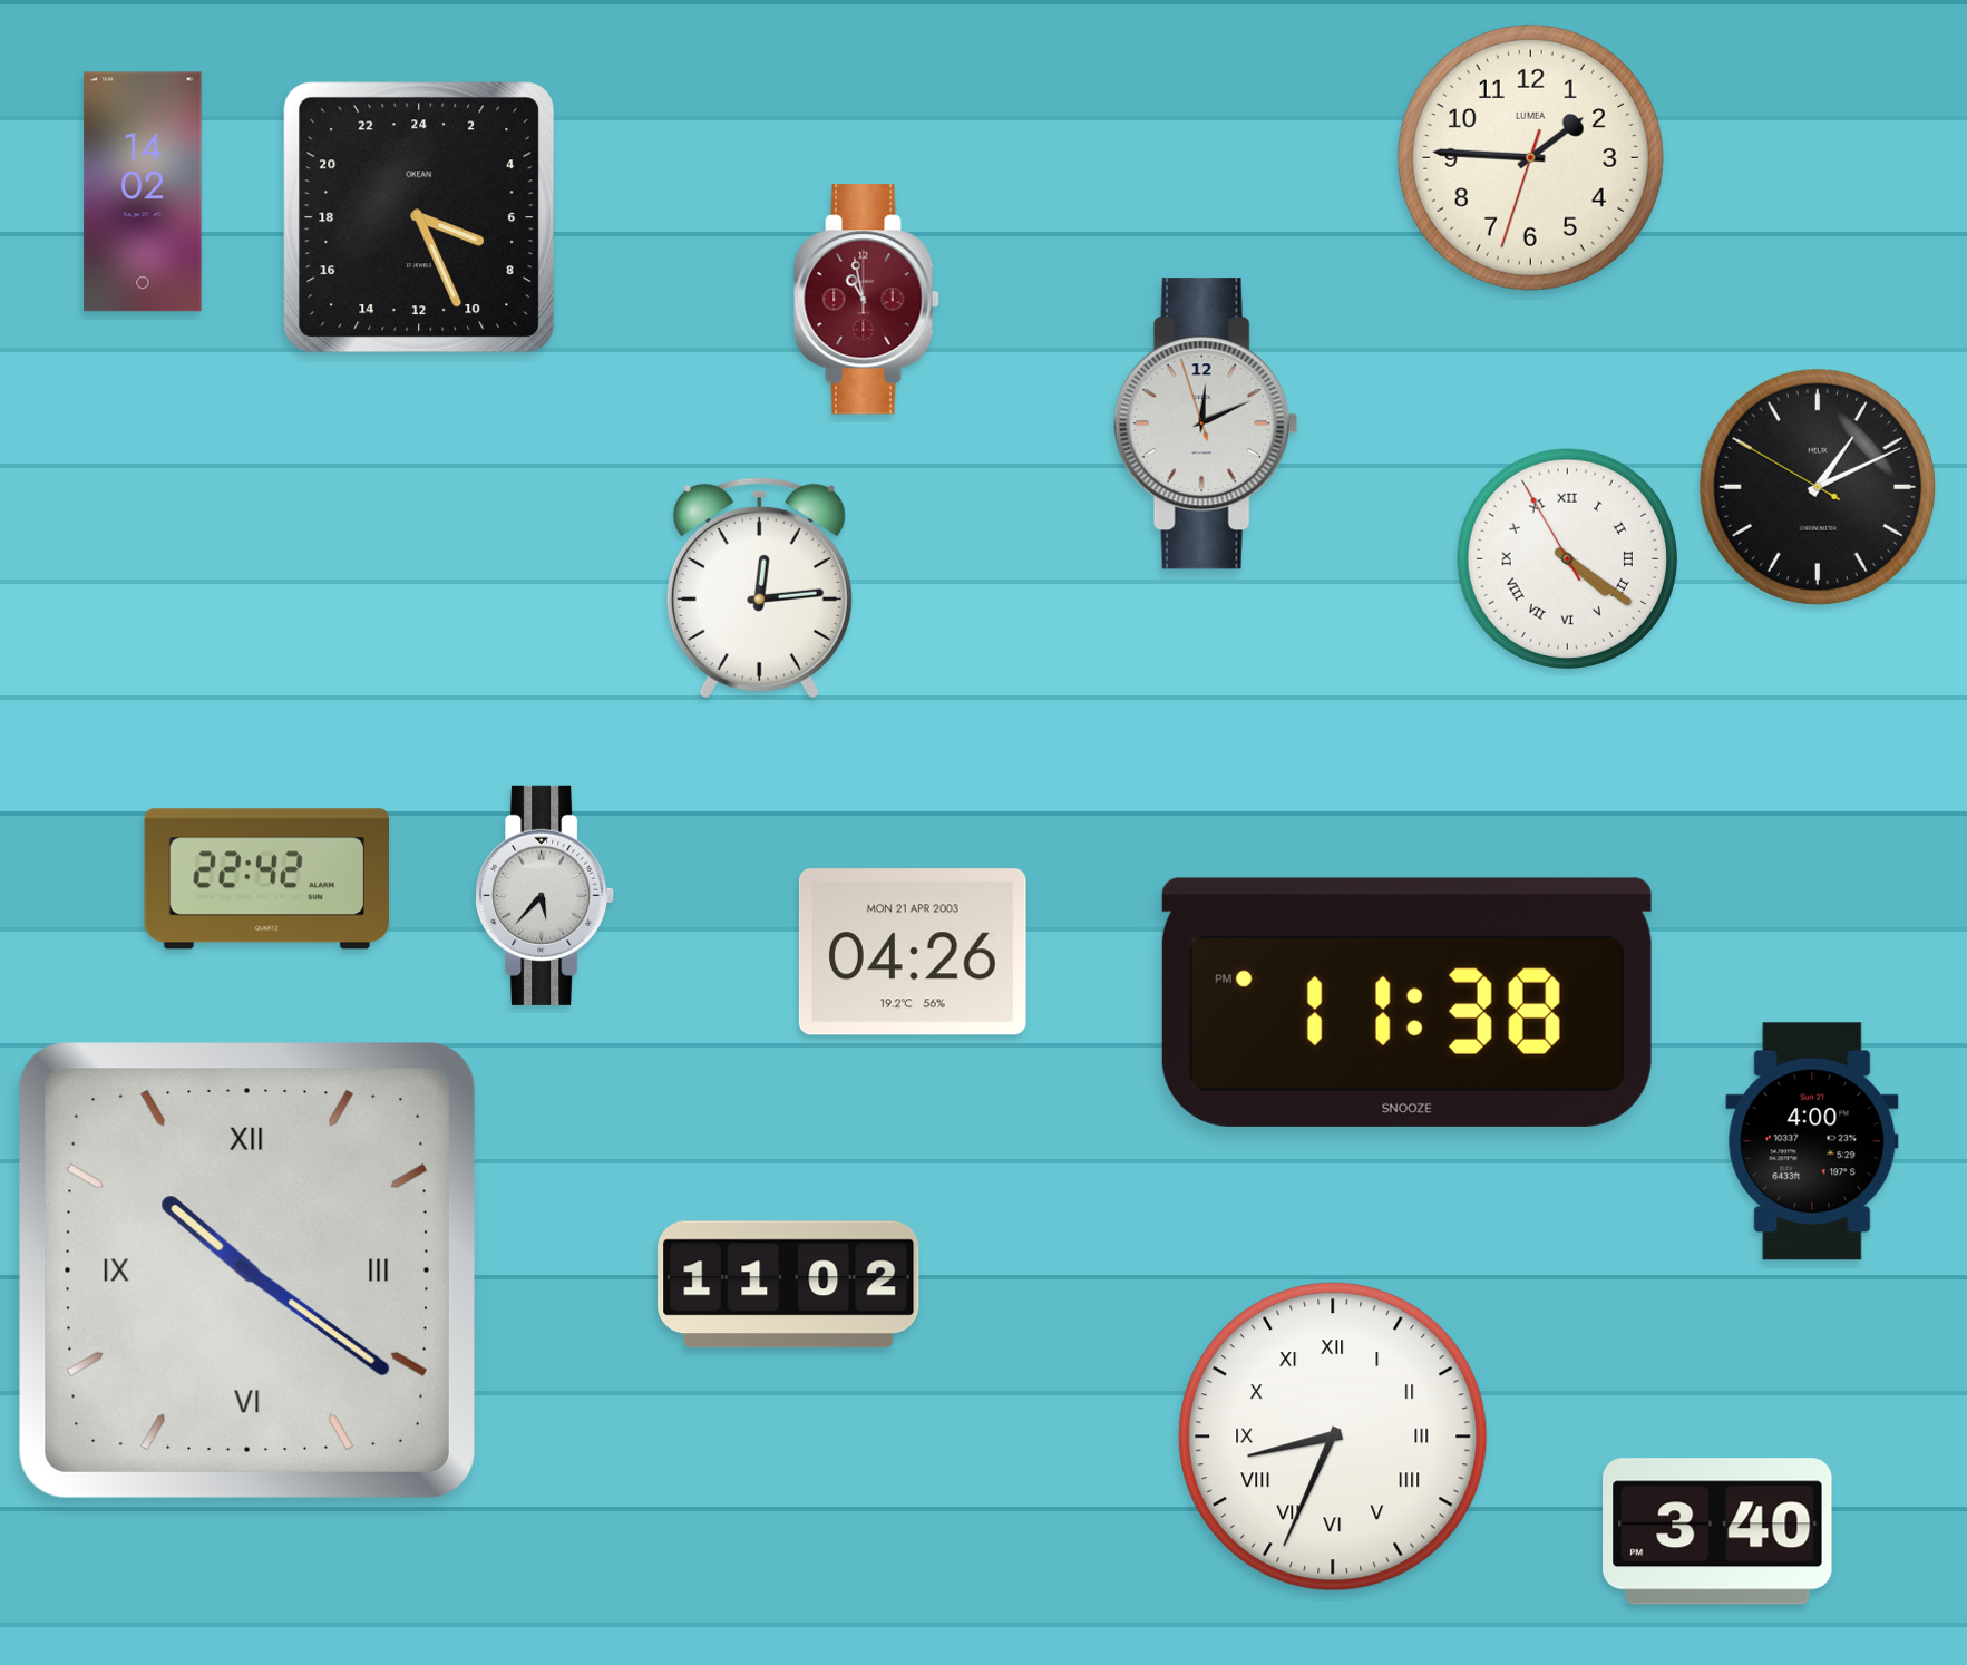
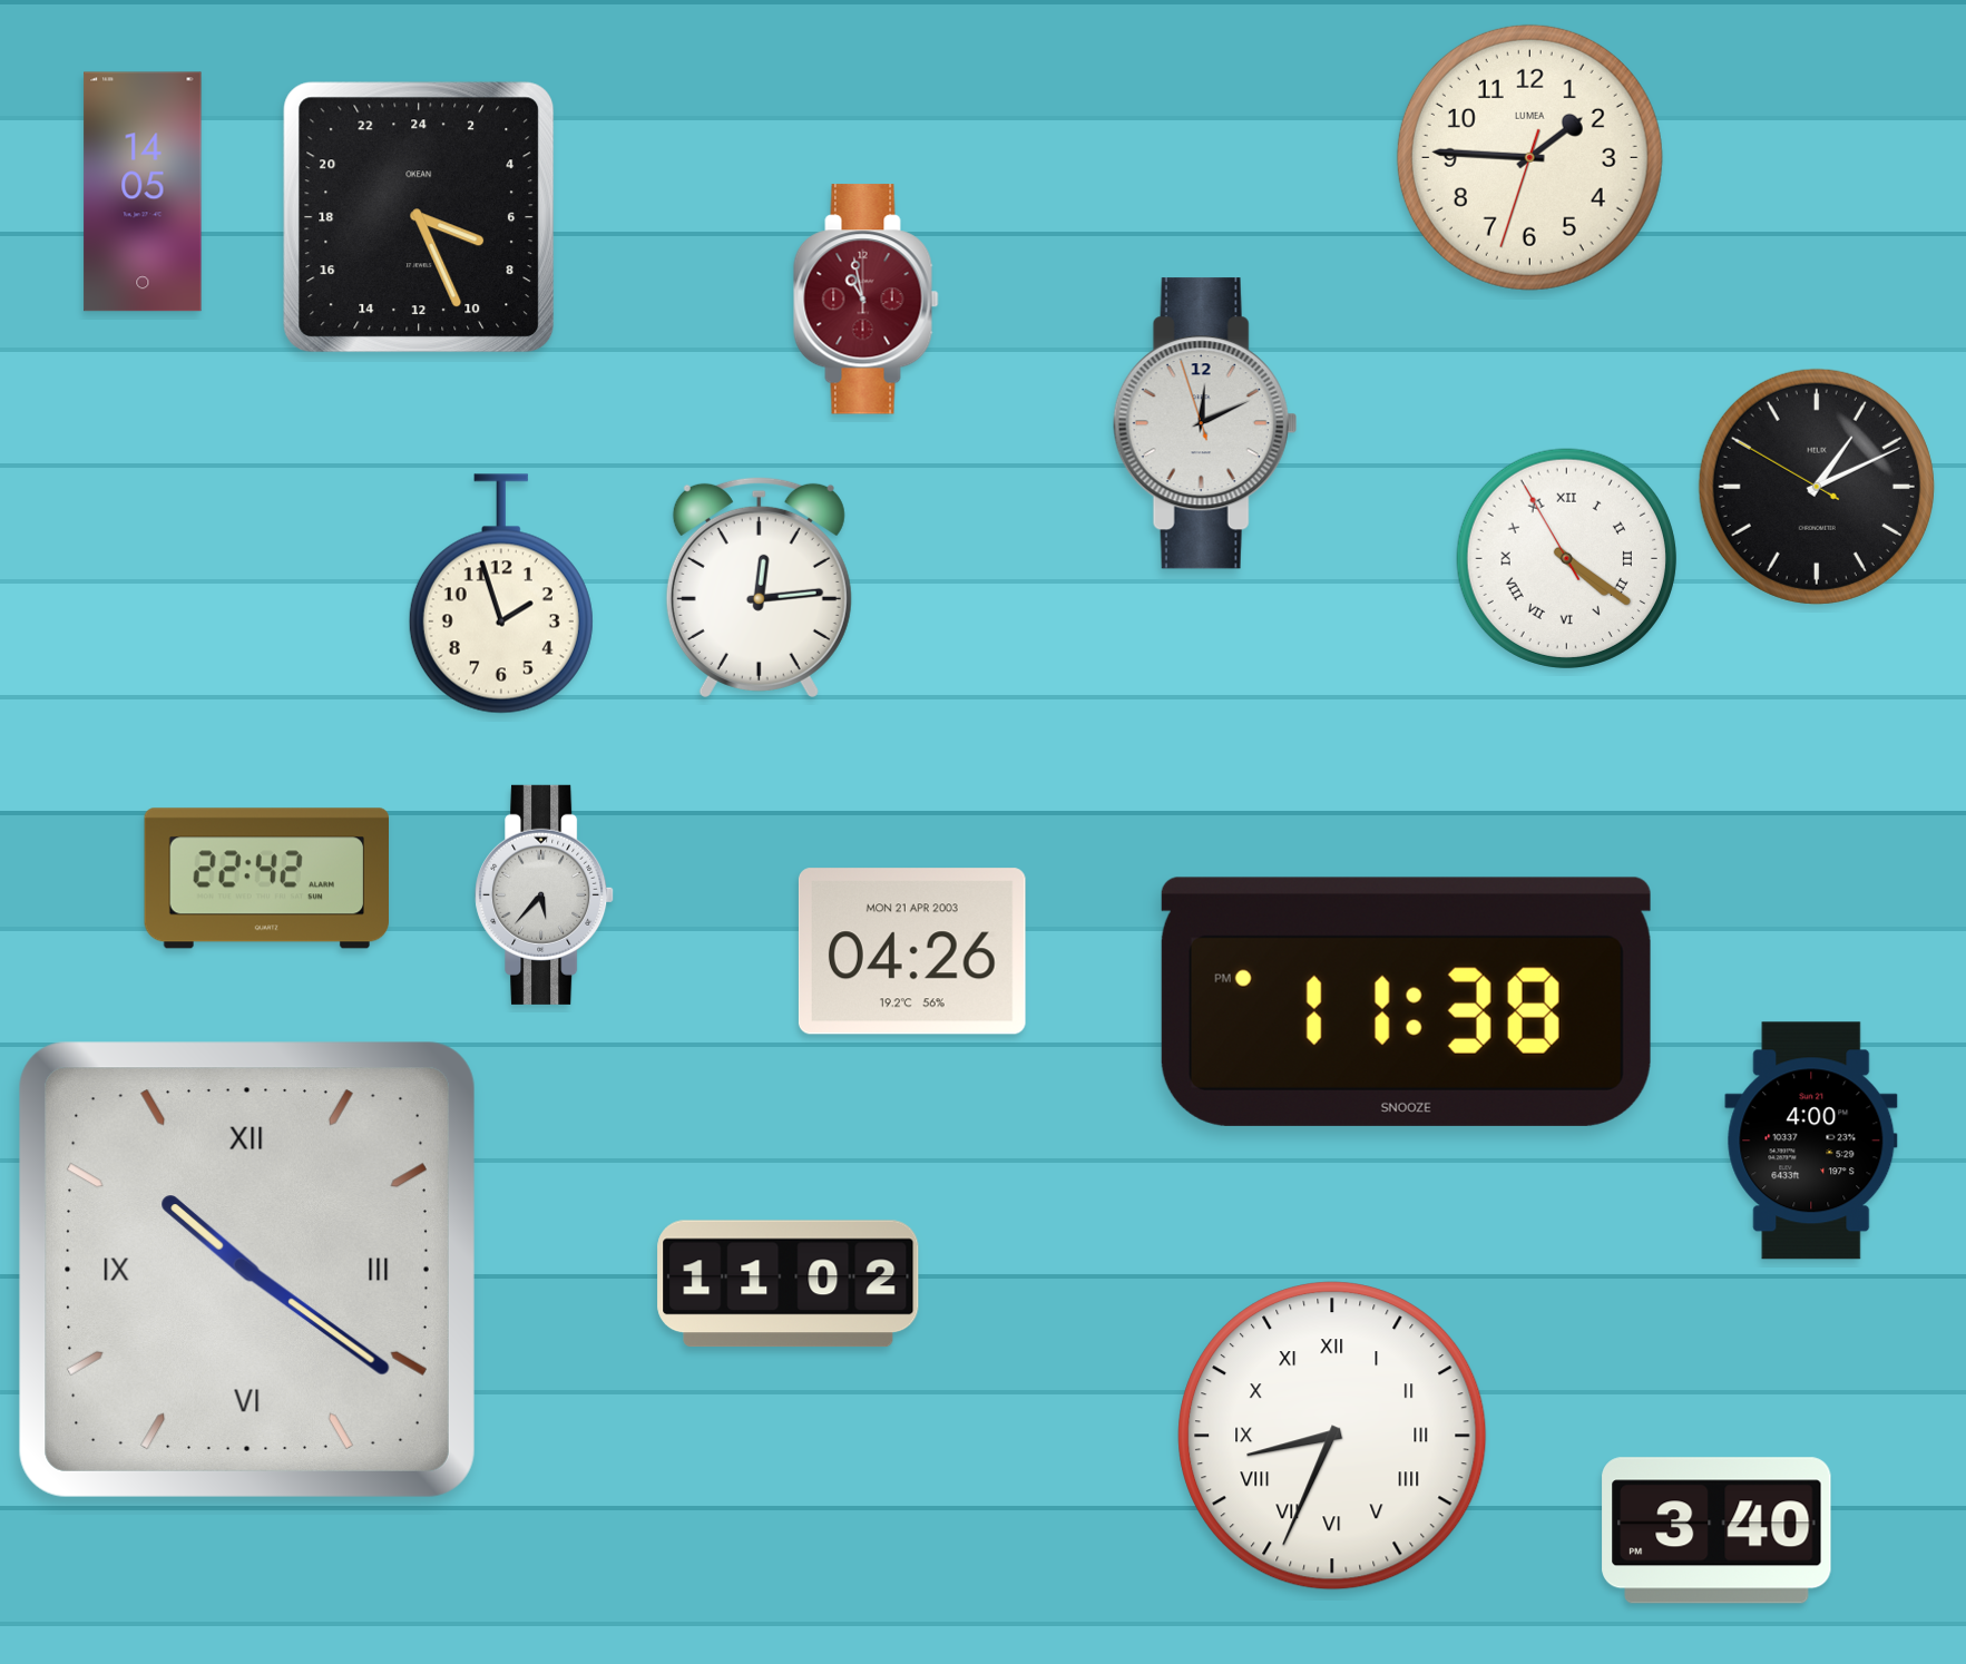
clock at (143, 192): 14:02 -> 14:05
clock at (501, 594): none -> 1:57
